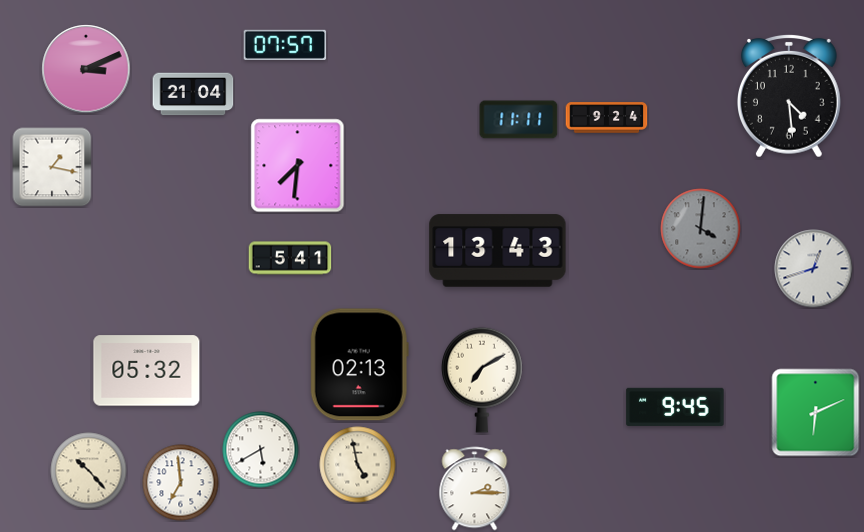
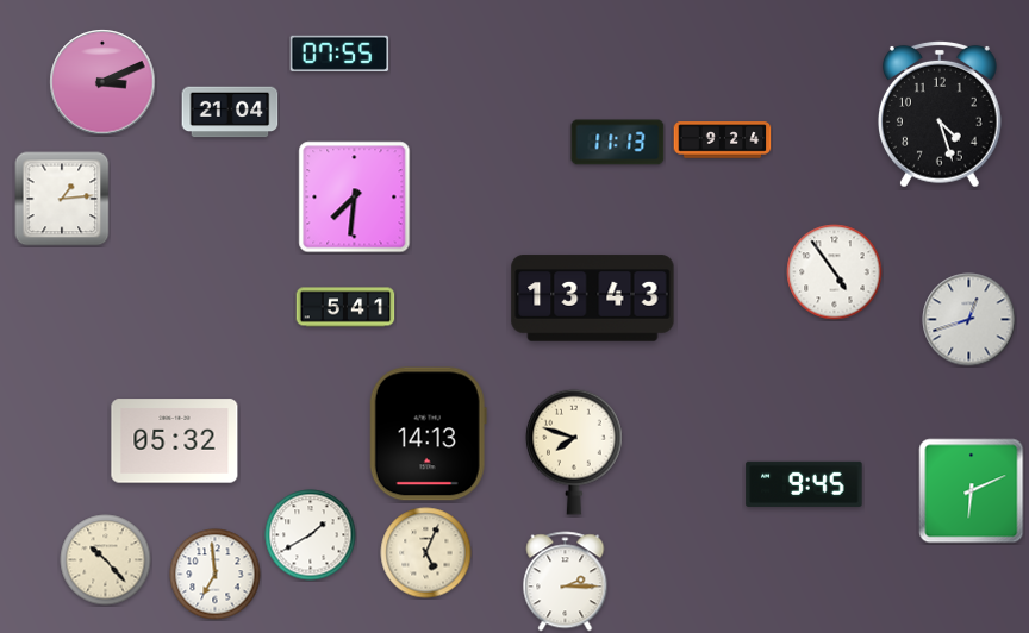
clock at (285, 45): 07:57 -> 07:55
clock at (790, 96): 4:29 -> 4:27
clock at (519, 120): 11:11 -> 11:13
clock at (52, 167): 1:17 -> 1:14
clock at (701, 229): 4:01 -> 4:54
clock at (701, 229) dial: grey -> white
clock at (359, 365): 02:13 -> 14:13
clock at (482, 380): 7:10 -> 7:48
clock at (261, 450): 5:40 -> 1:40
clock at (358, 465): 4:58 -> 5:04
